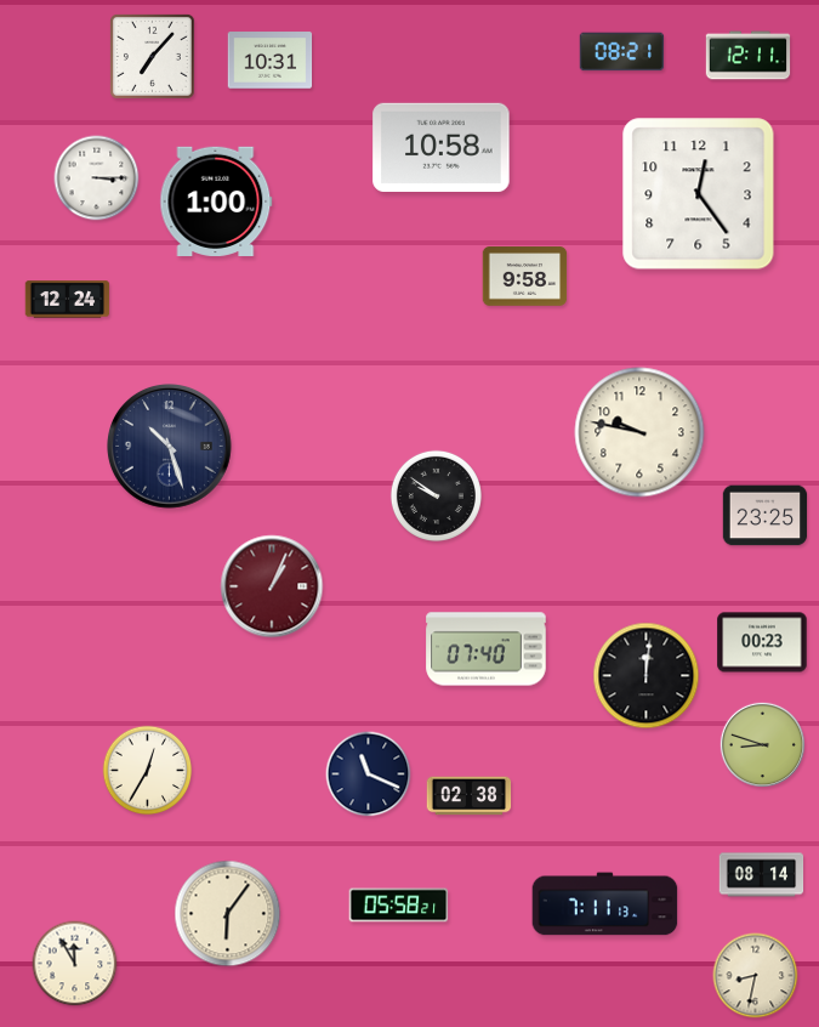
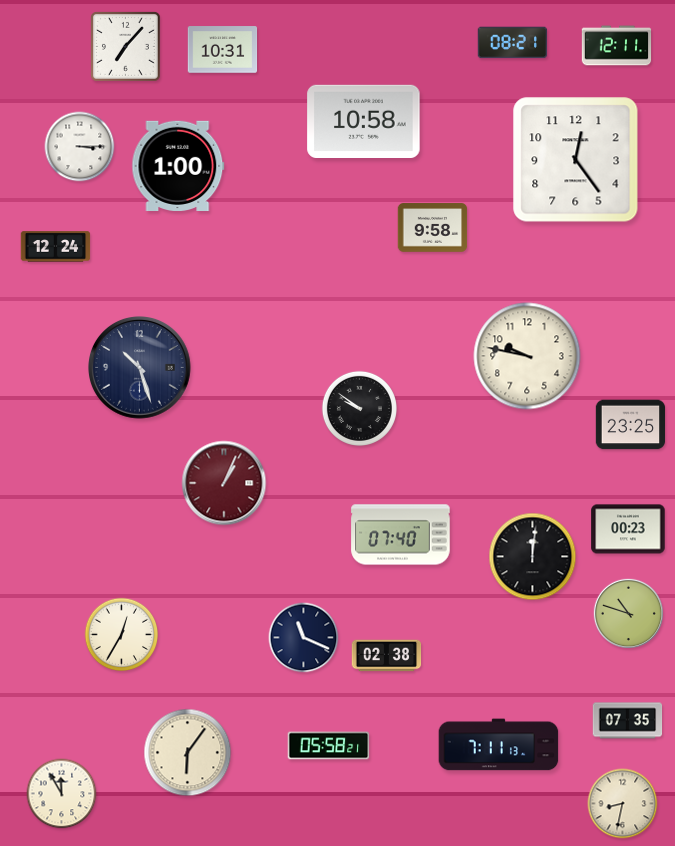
clock at (762, 744): 8:48 -> 10:48
clock at (762, 875): 08:14 -> 07:35
